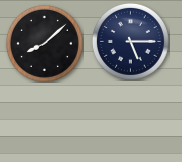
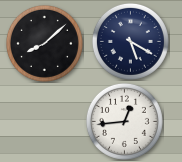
clock at (130, 41): 5:15 -> 5:20
clock at (124, 121): none -> 12:44
